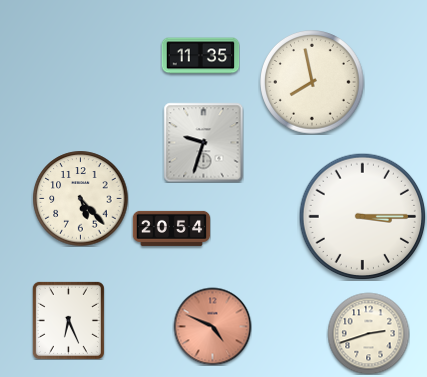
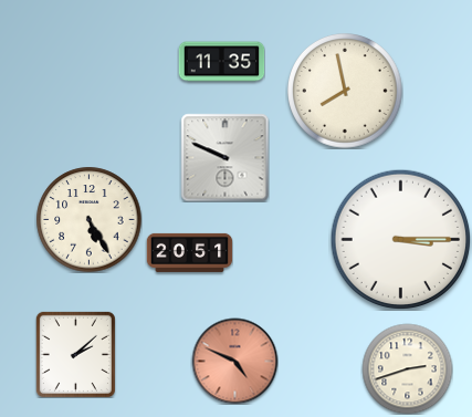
clock at (203, 142): 9:33 -> 9:49
clock at (80, 198): 5:23 -> 5:25
clock at (171, 228): 20:54 -> 20:51
clock at (68, 320): 6:26 -> 2:08
